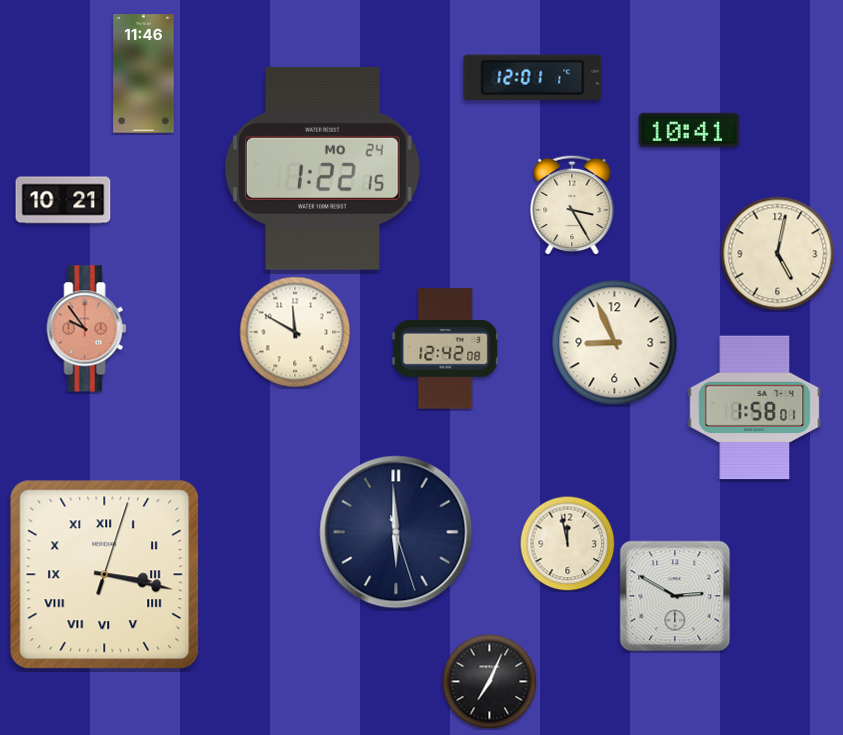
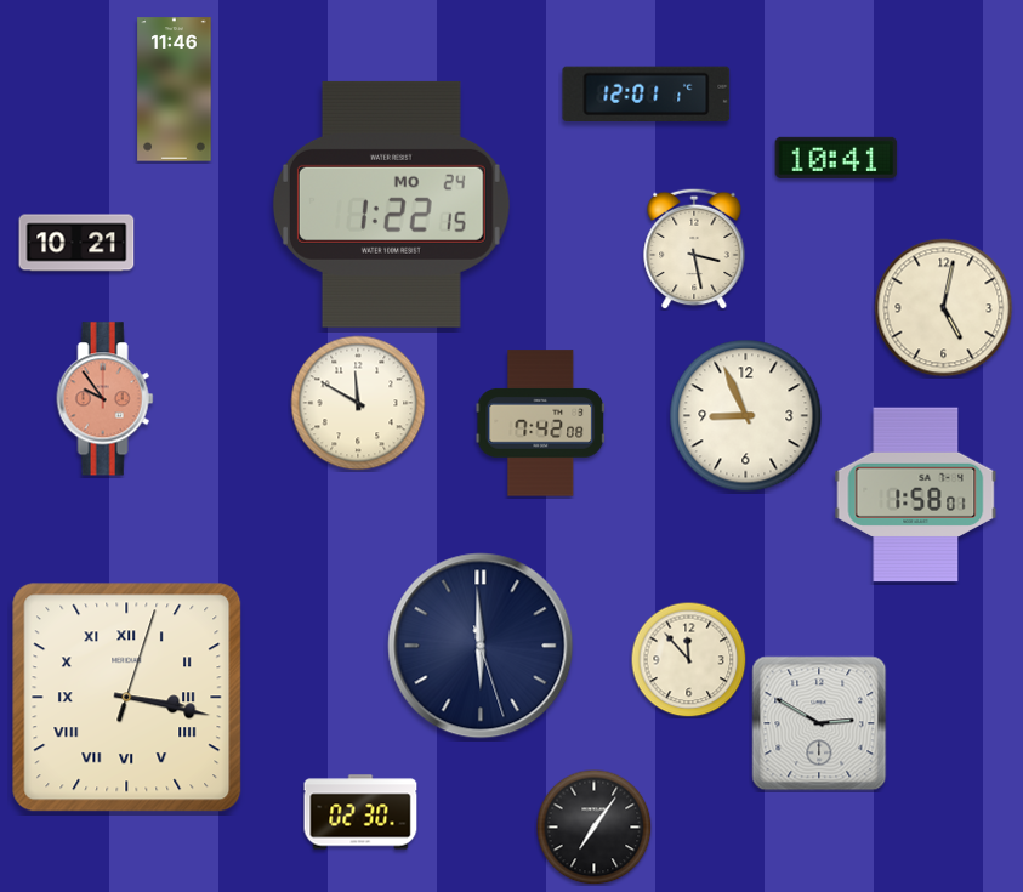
clock at (572, 205): 3:25 -> 3:28
clock at (446, 349): 12:42 -> 7:42
clock at (567, 543): 11:58 -> 11:53
clock at (360, 812): none -> 02:30
clock at (489, 681): 7:04 -> 7:06
